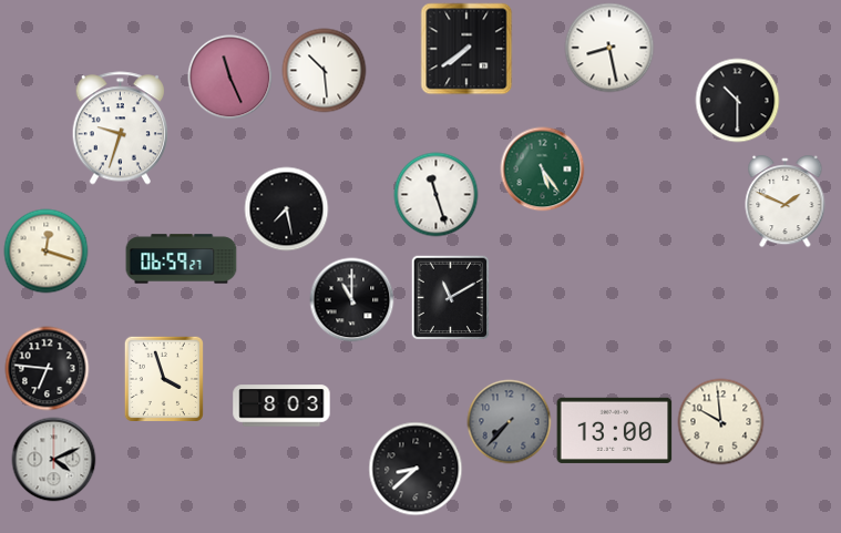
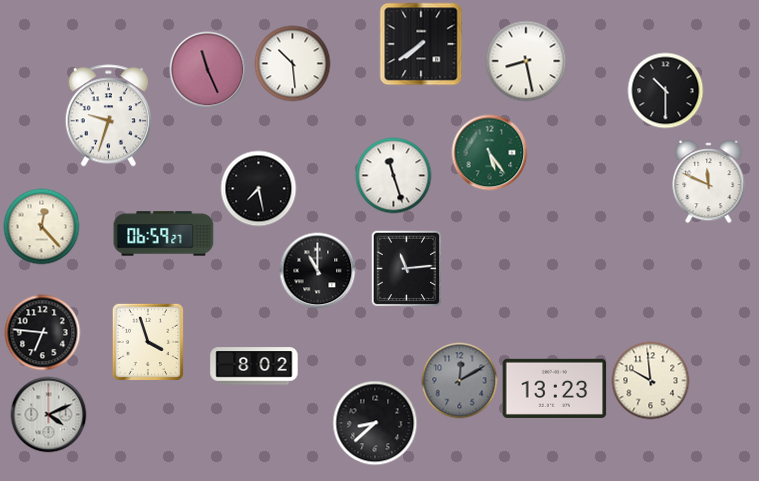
clock at (609, 48) position: (609, 48) -> (526, 61)
clock at (786, 202): 1:49 -> 11:49
clock at (47, 252): 12:18 -> 12:23
clock at (451, 298): 11:10 -> 11:14
clock at (281, 406): 8:03 -> 8:02
clock at (510, 422): 7:37 -> 12:10
clock at (615, 430): 13:00 -> 13:23
